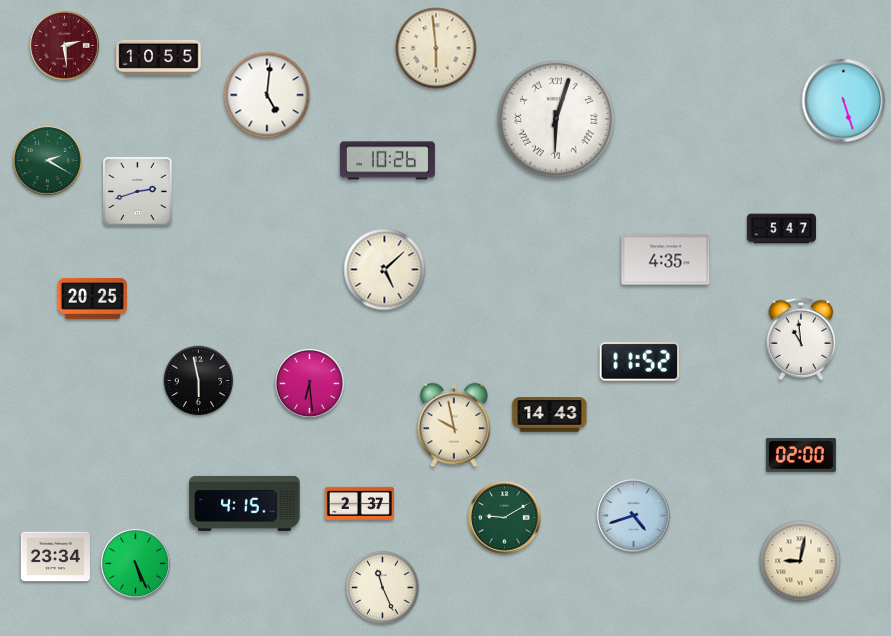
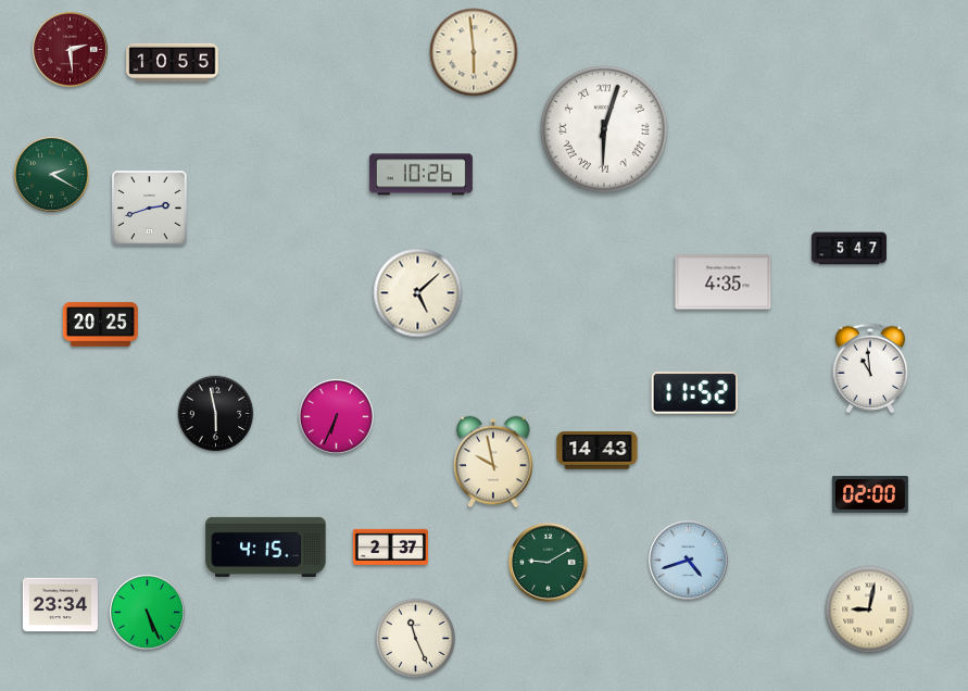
clock at (267, 95): 5:01 -> none
clock at (844, 101): 5:27 -> none
clock at (309, 383): 6:29 -> 6:34
